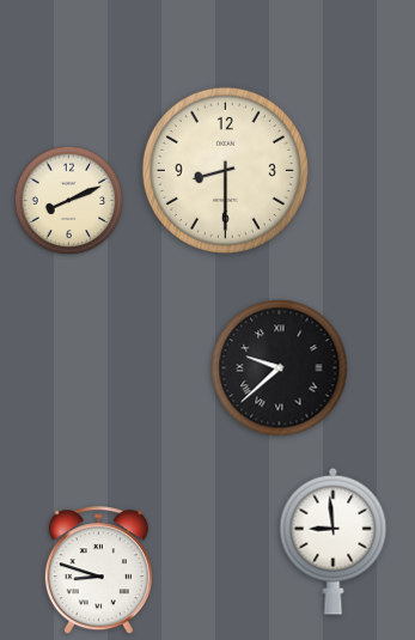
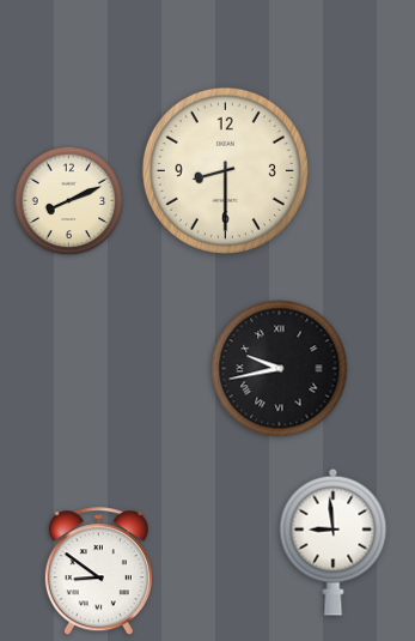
clock at (280, 368): 9:38 -> 9:43
clock at (98, 571): 8:48 -> 8:51
